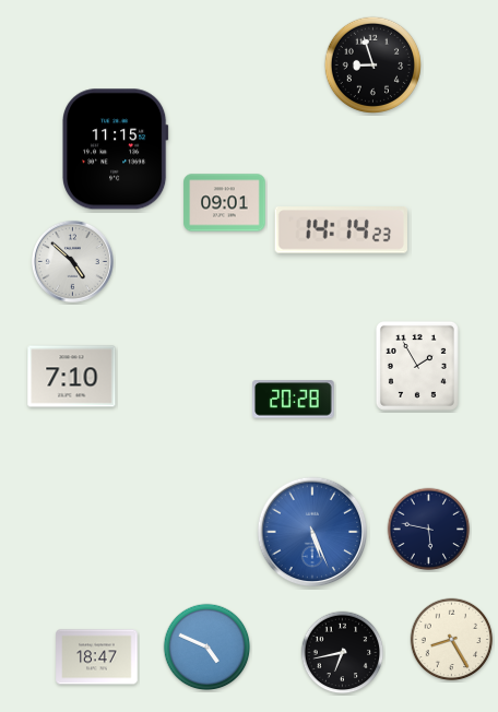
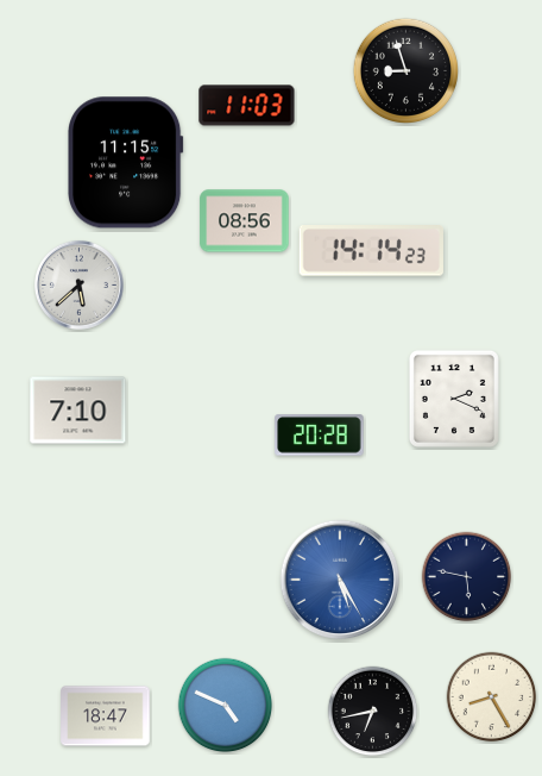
clock at (247, 106): none -> 11:03
clock at (225, 203): 09:01 -> 08:56
clock at (72, 261): 4:52 -> 5:38
clock at (417, 366): 1:55 -> 2:19
clock at (312, 532): 5:26 -> 5:25
